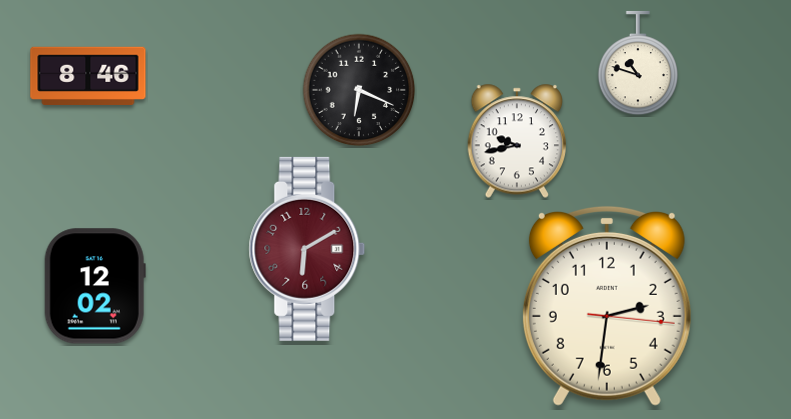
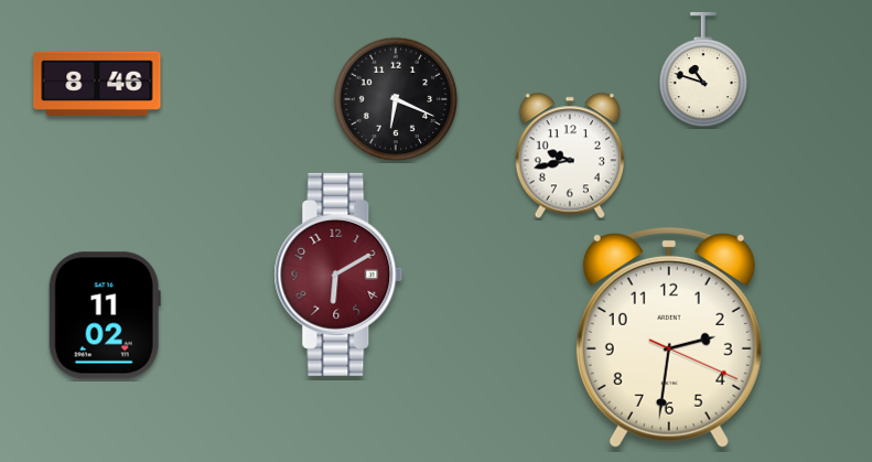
clock at (95, 286): 12:02 -> 11:02
clock at (607, 306): 2:31:16 -> 2:31:19
